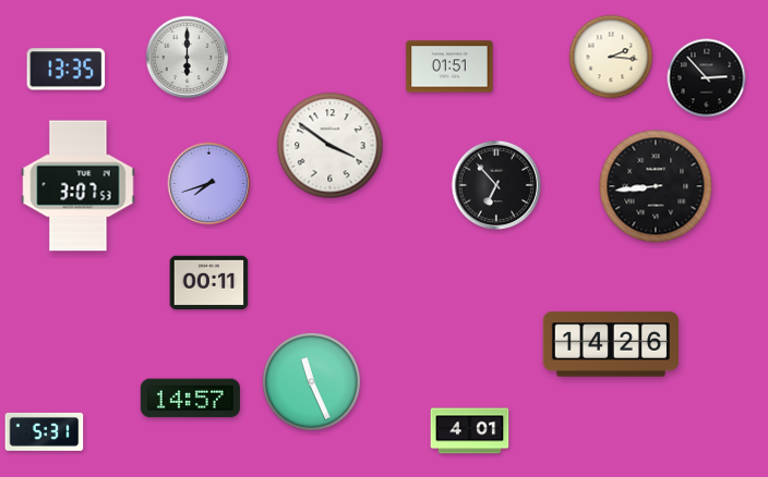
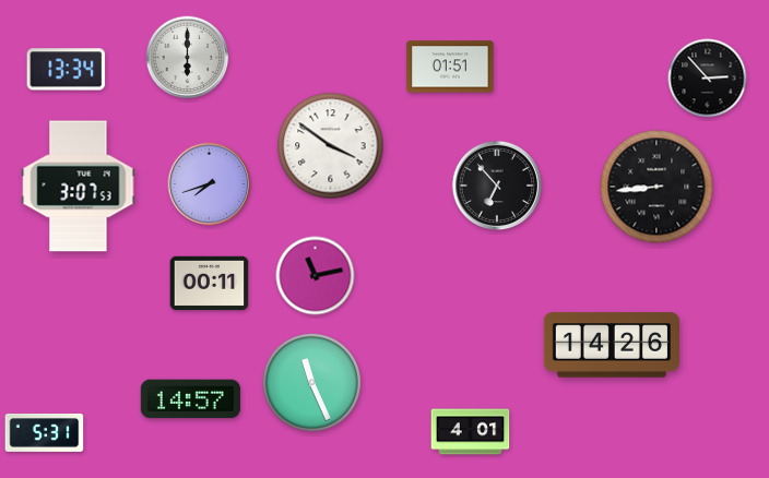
clock at (611, 57): 2:16 -> none
clock at (67, 70): 13:35 -> 13:34
clock at (316, 276): none -> 11:13
